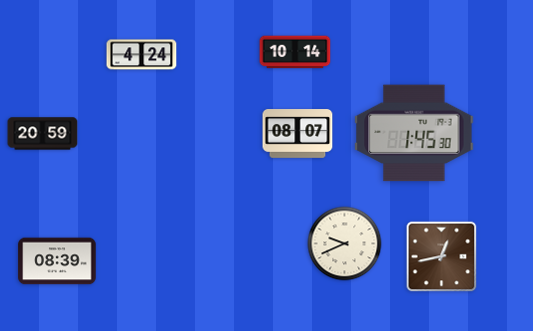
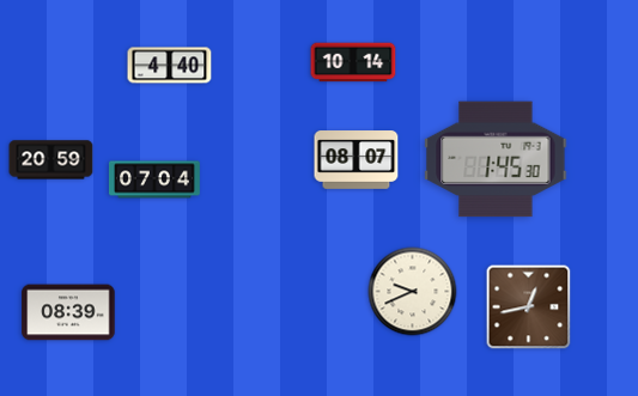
clock at (142, 55): 4:24 -> 4:40
clock at (156, 179): none -> 07:04
